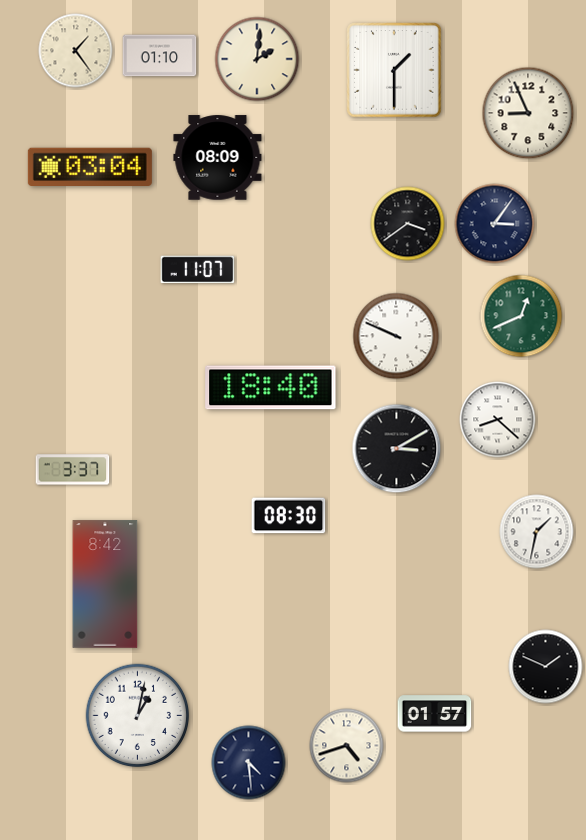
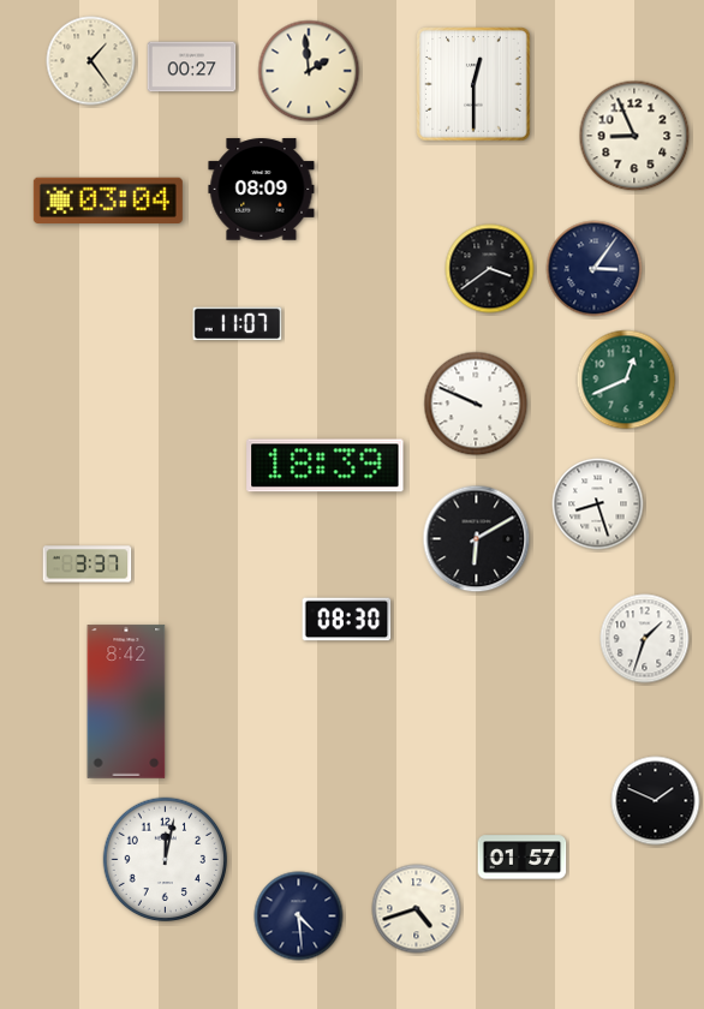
clock at (160, 56): 01:10 -> 00:27
clock at (257, 59): 2:01 -> 1:59
clock at (394, 70): 1:30 -> 12:30
clock at (271, 388): 18:40 -> 18:39
clock at (498, 420): 8:22 -> 8:27
clock at (397, 449): 3:10 -> 6:10
clock at (537, 532): 1:32 -> 1:33
clock at (138, 716): 1:02 -> 12:02
clock at (347, 746) position: (347, 746) -> (417, 909)
